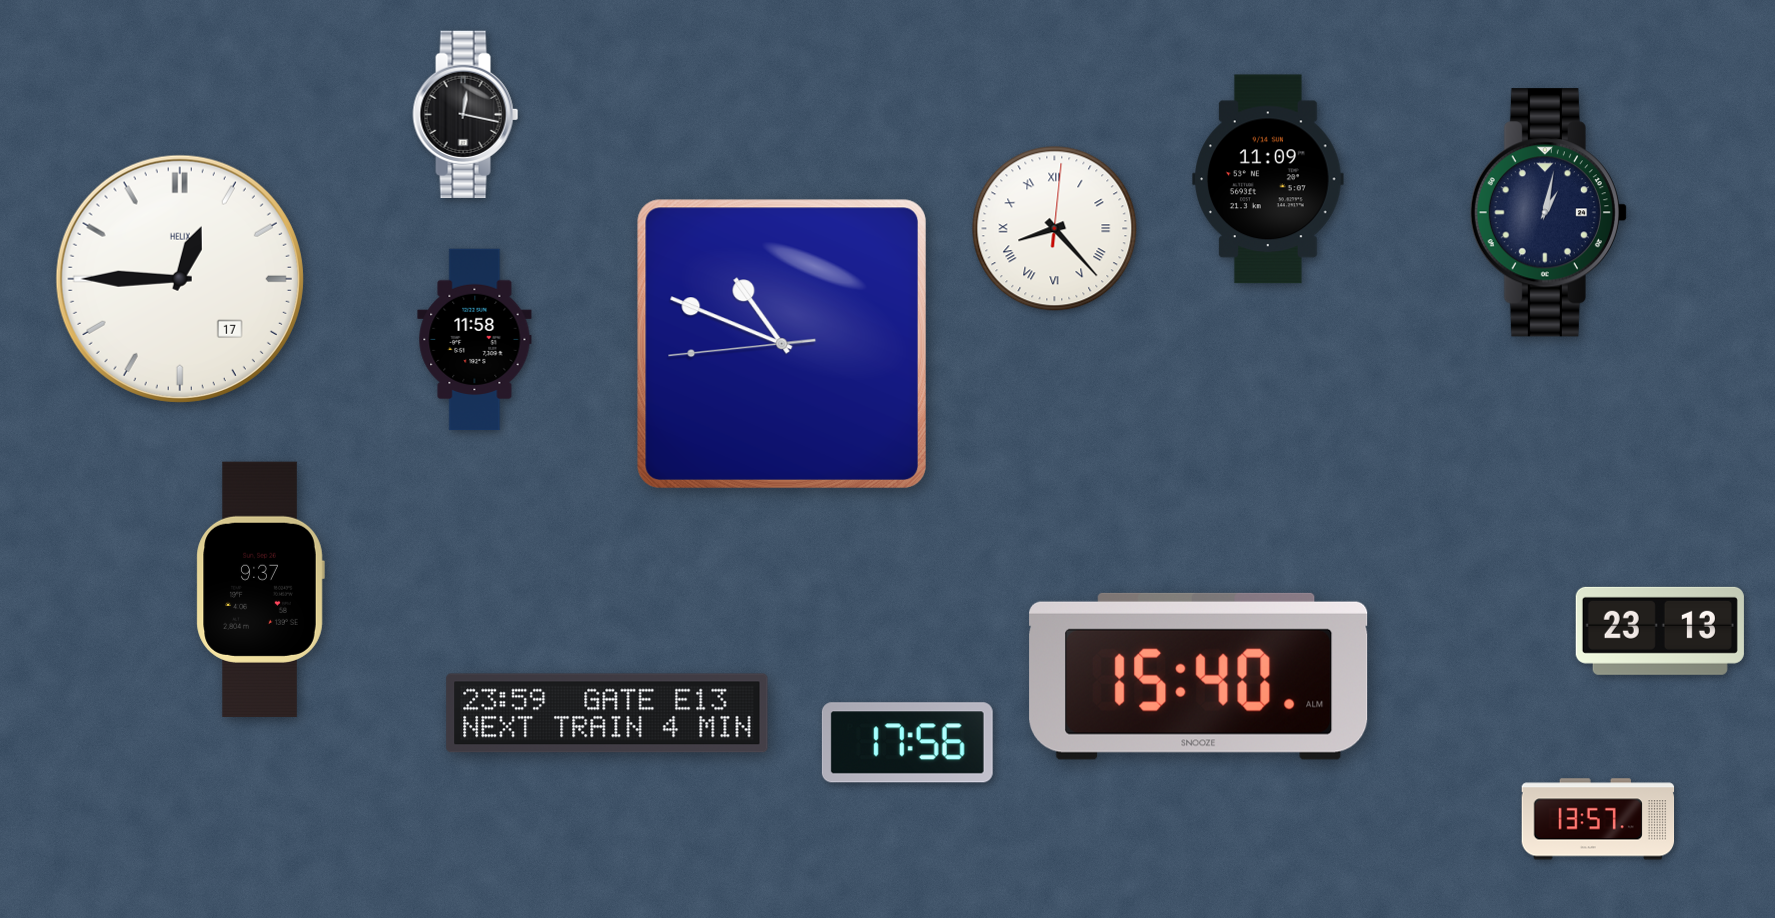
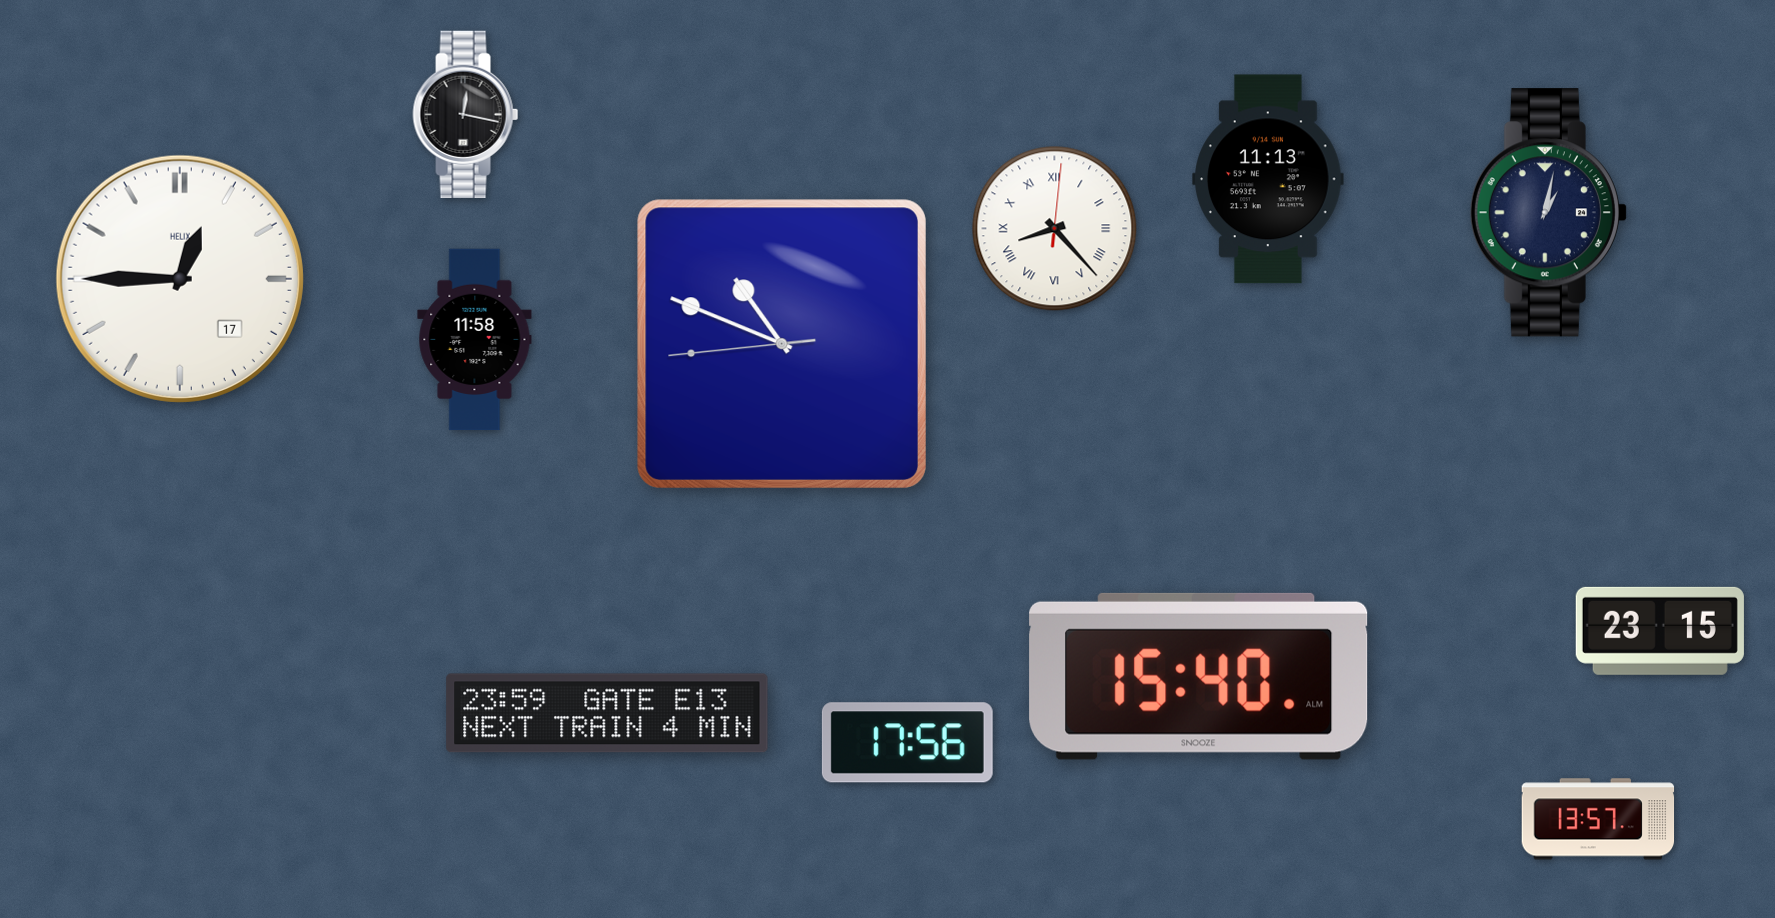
clock at (1269, 179): 11:09 -> 11:13
clock at (260, 589): 9:37 -> none
clock at (1660, 631): 23:13 -> 23:15
